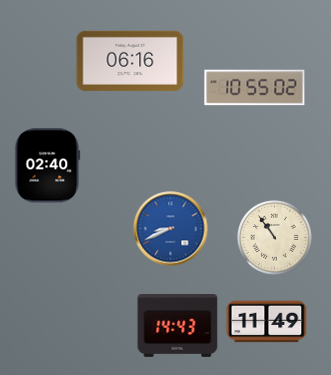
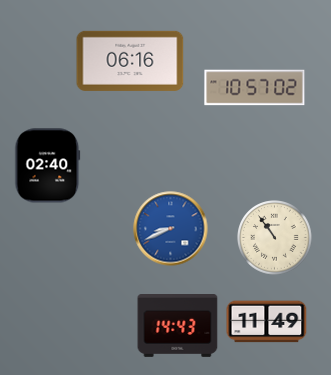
clock at (255, 88): 10:55 -> 10:57
